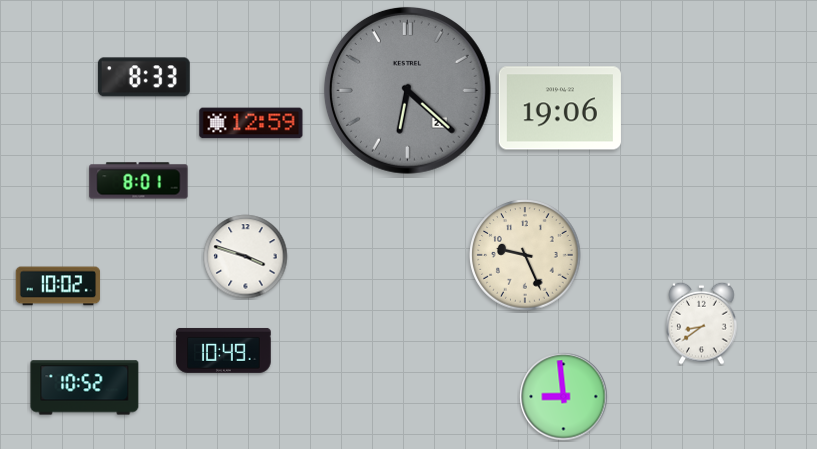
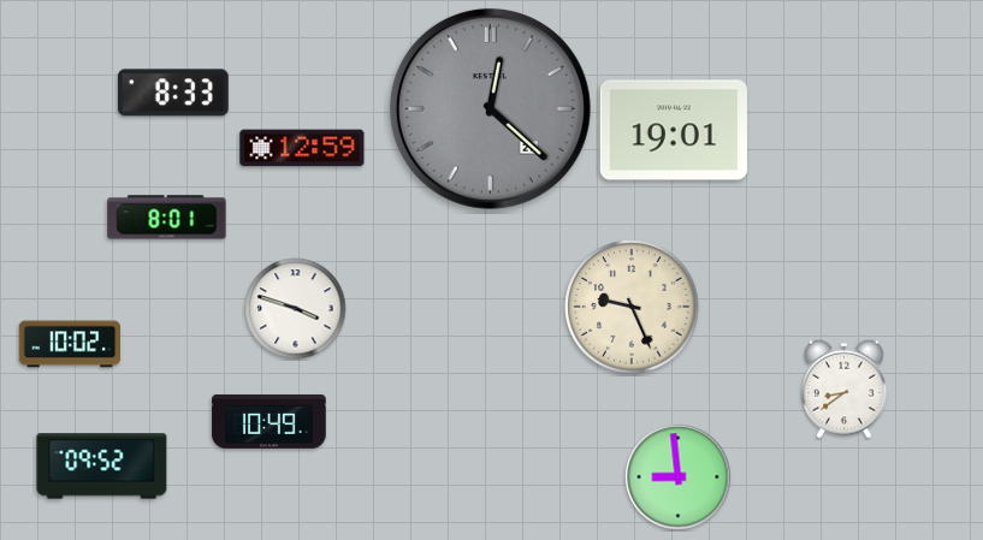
clock at (407, 90): 6:22 -> 12:22
clock at (560, 108): 19:06 -> 19:01
clock at (85, 388): 10:52 -> 09:52
